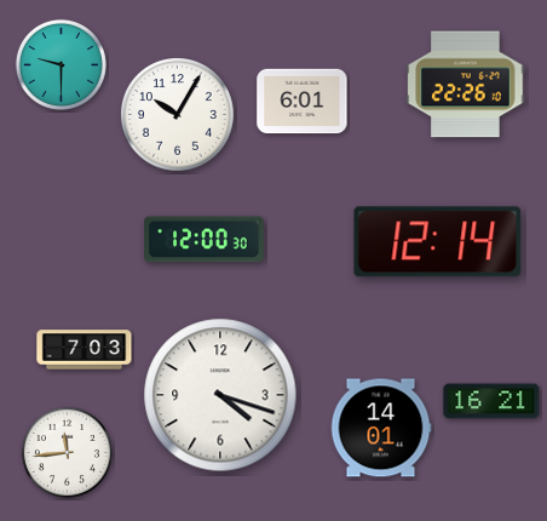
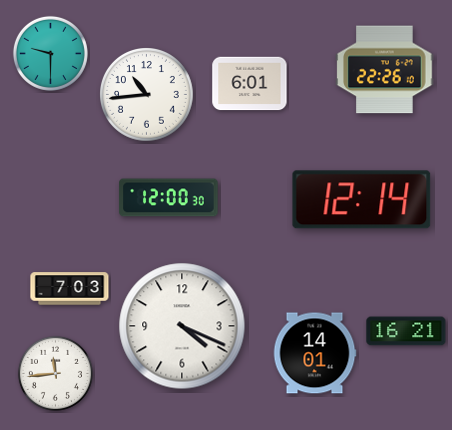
clock at (178, 115): 10:05 -> 10:44
clock at (220, 395): 4:18 -> 4:19
